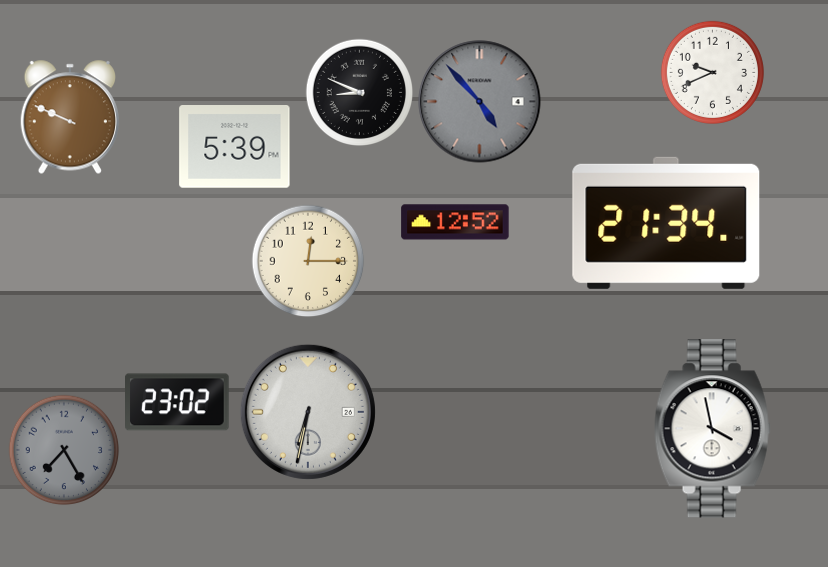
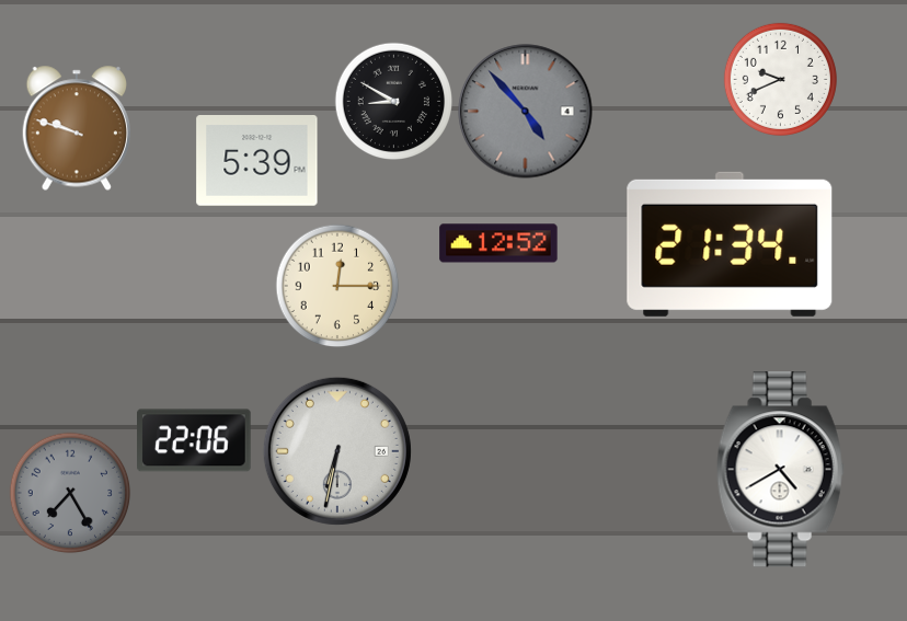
clock at (359, 92): 8:49 -> 8:50
clock at (69, 117): 9:49 -> 9:48
clock at (178, 402): 23:02 -> 22:06
clock at (712, 429): 3:58 -> 4:40
